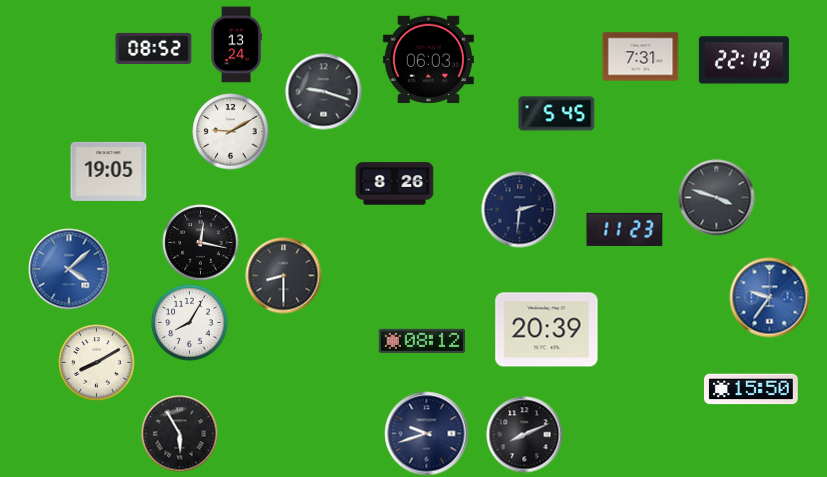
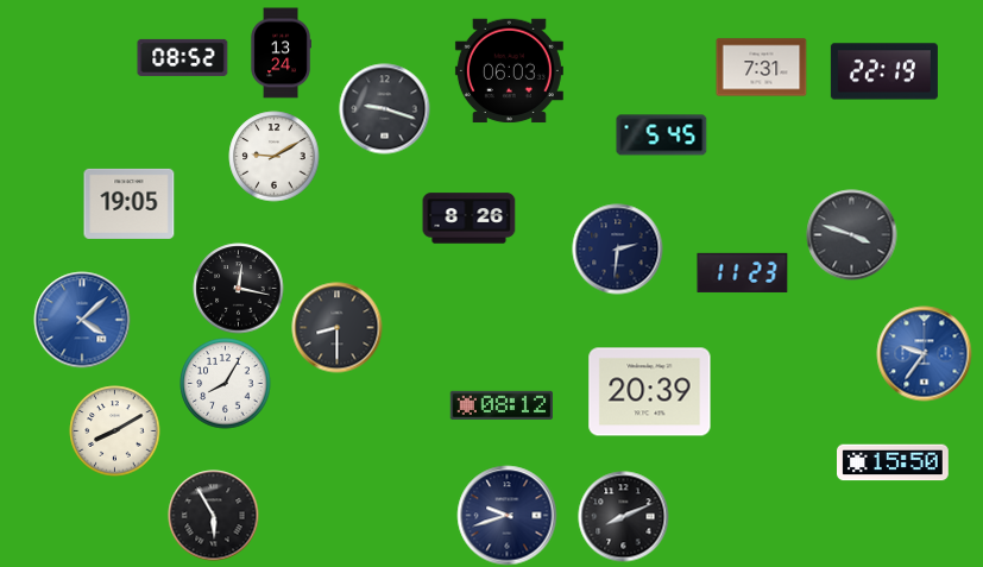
clock at (770, 298) position: (770, 298) -> (925, 354)
